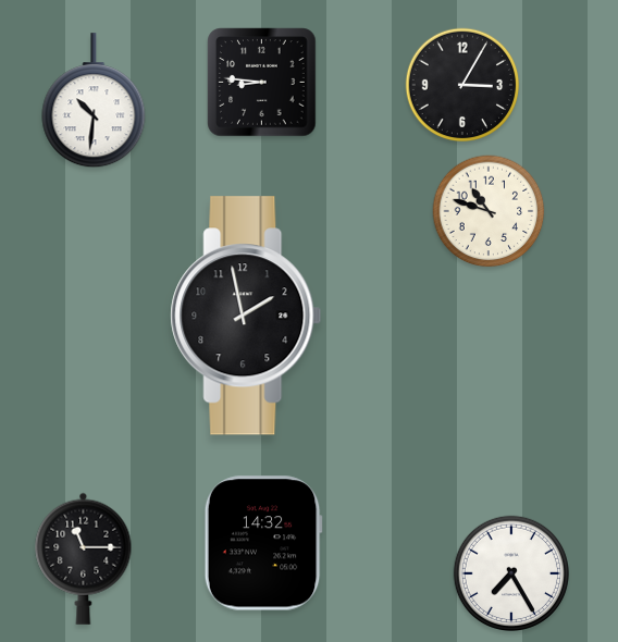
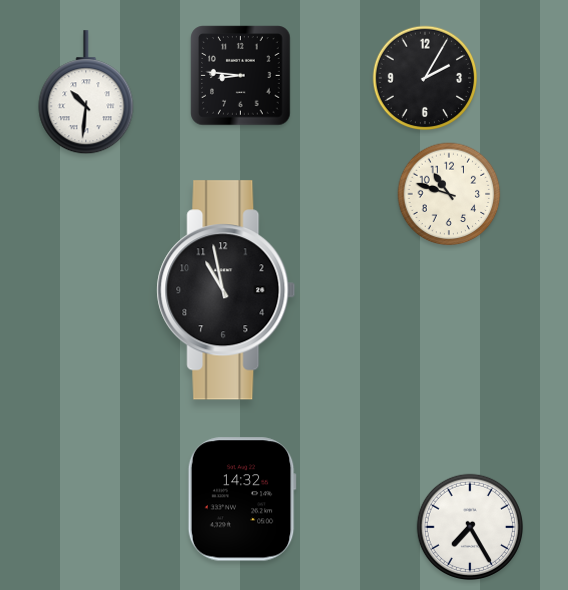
clock at (462, 85): 3:05 -> 2:05
clock at (246, 316): 1:58 -> 10:58
clock at (84, 558): 11:15 -> none
